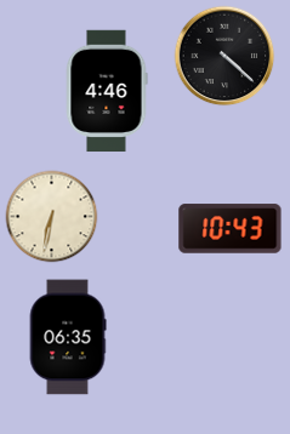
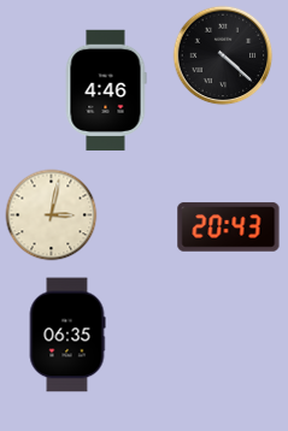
clock at (52, 217): 6:32 -> 3:02
clock at (231, 229): 10:43 -> 20:43
